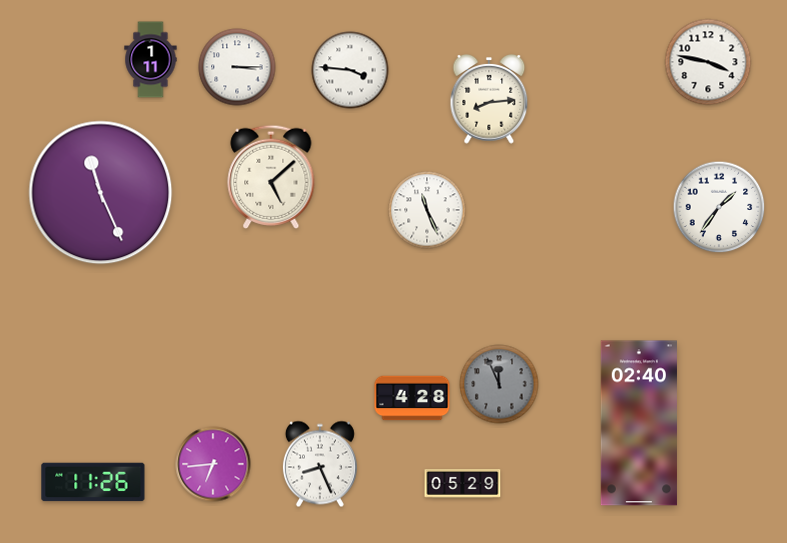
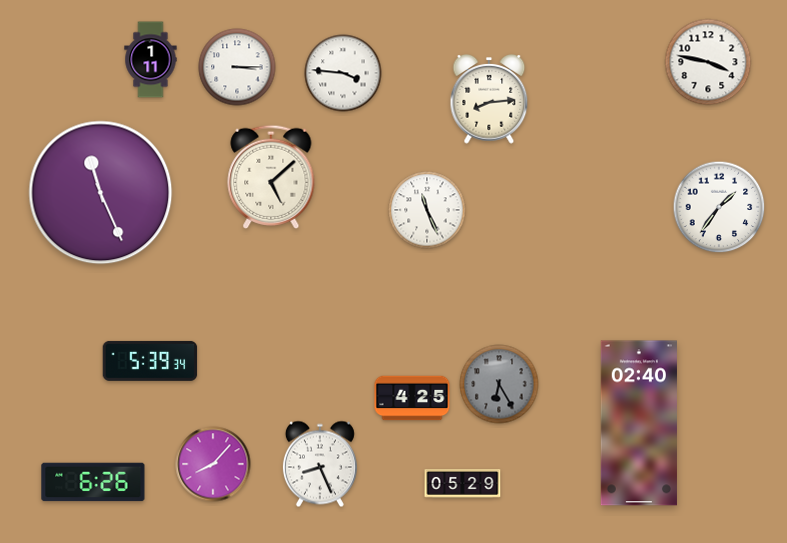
clock at (350, 70) position: (350, 70) -> (343, 73)
clock at (150, 361): none -> 5:39
clock at (499, 384): 11:56 -> 6:25
clock at (412, 398): 4:28 -> 4:25
clock at (213, 464): 6:44 -> 8:07
clock at (93, 482): 11:26 -> 6:26
